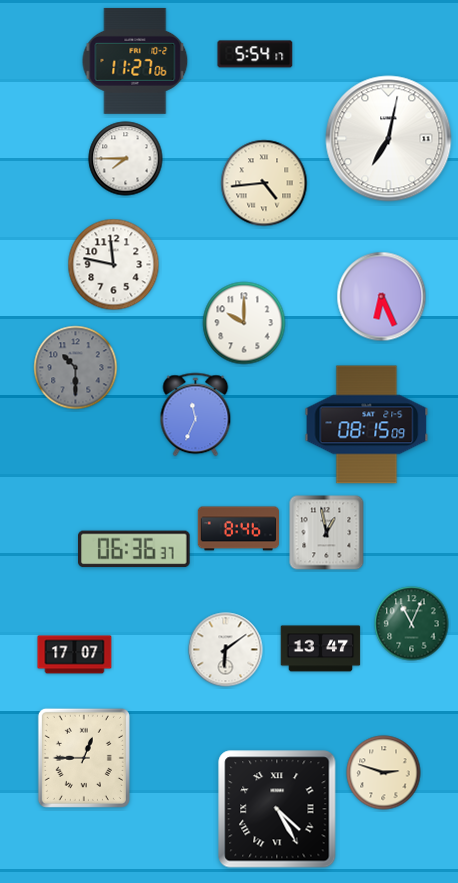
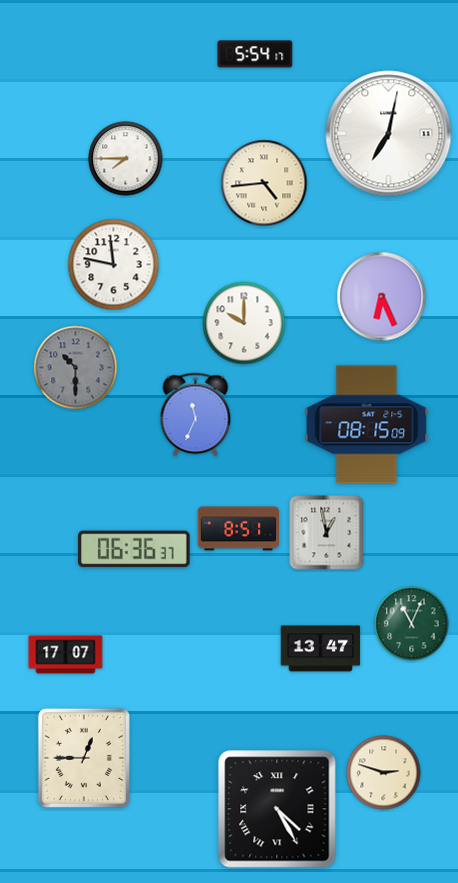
clock at (135, 61): 11:27 -> none
clock at (389, 139) position: (389, 139) -> (389, 134)
clock at (238, 529): 8:46 -> 8:51
clock at (226, 650): 6:09 -> none
clock at (75, 655) position: (75, 655) -> (66, 655)
